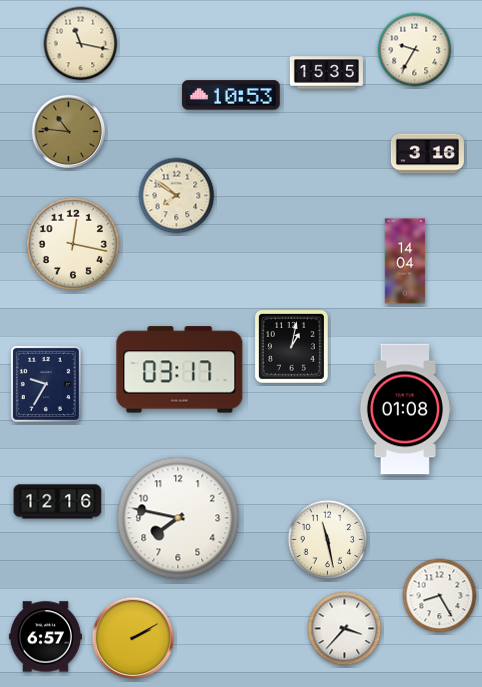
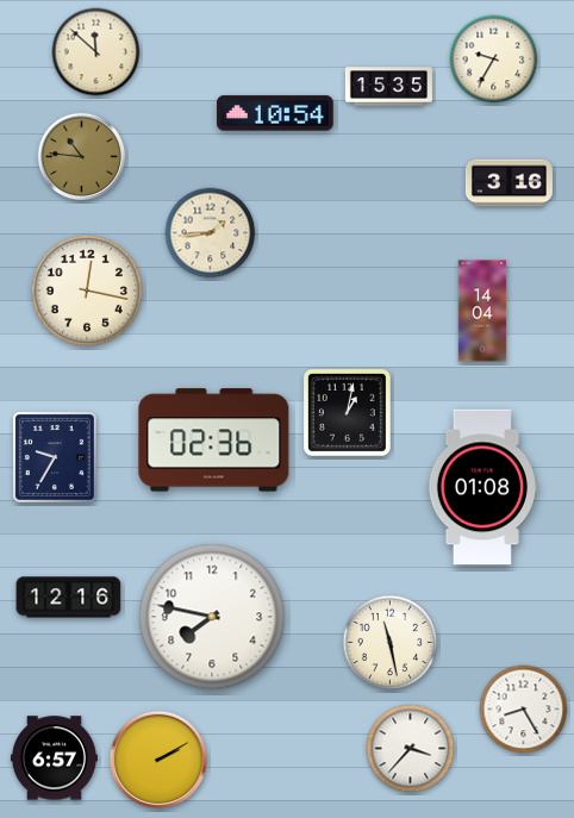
clock at (81, 44): 11:17 -> 11:52
clock at (231, 95): 10:53 -> 10:54
clock at (177, 196): 7:51 -> 1:44
clock at (180, 370): 03:17 -> 02:36
